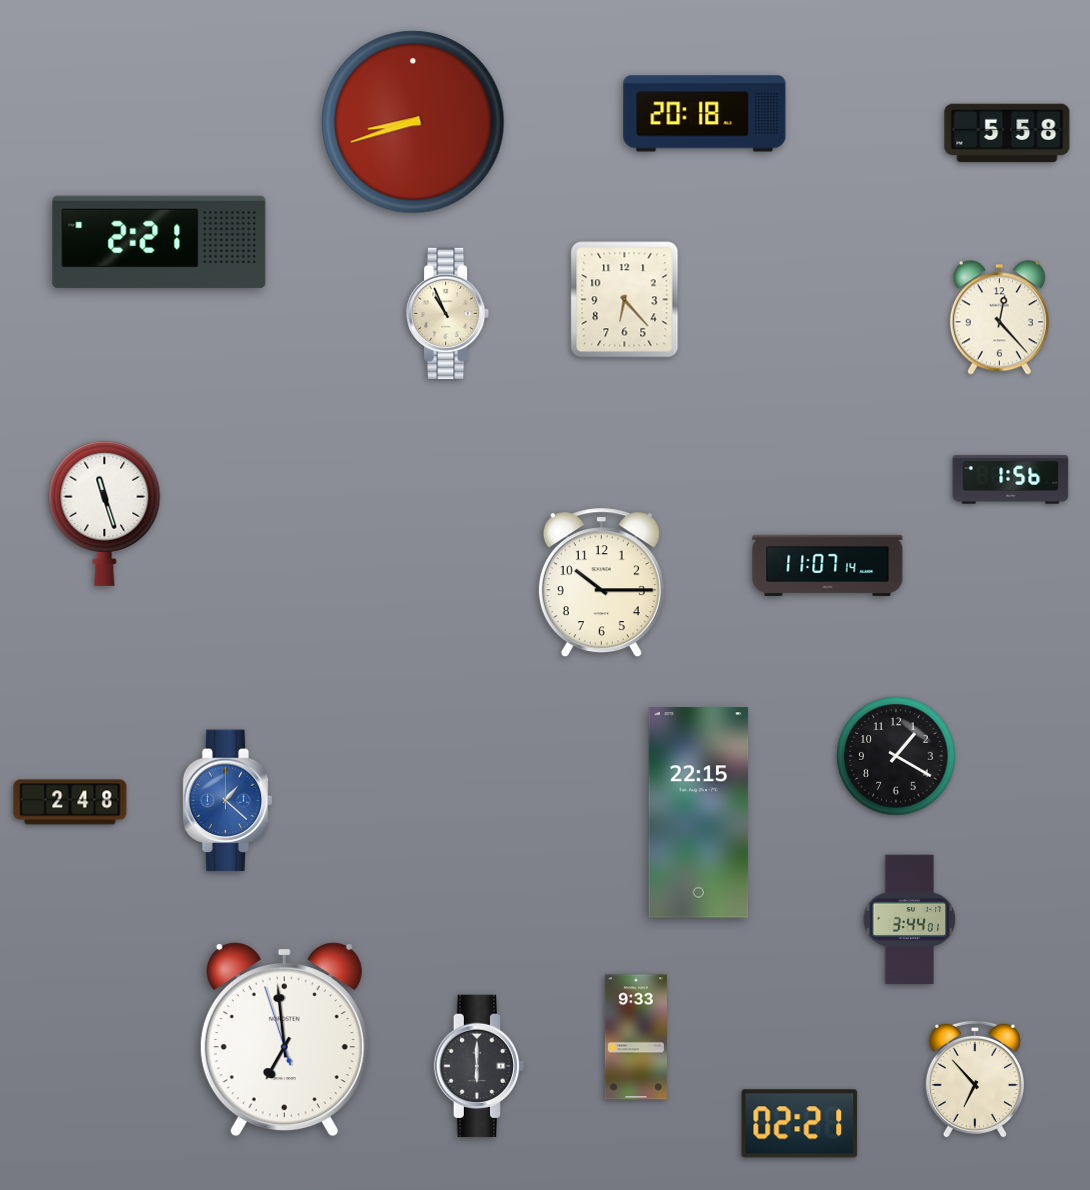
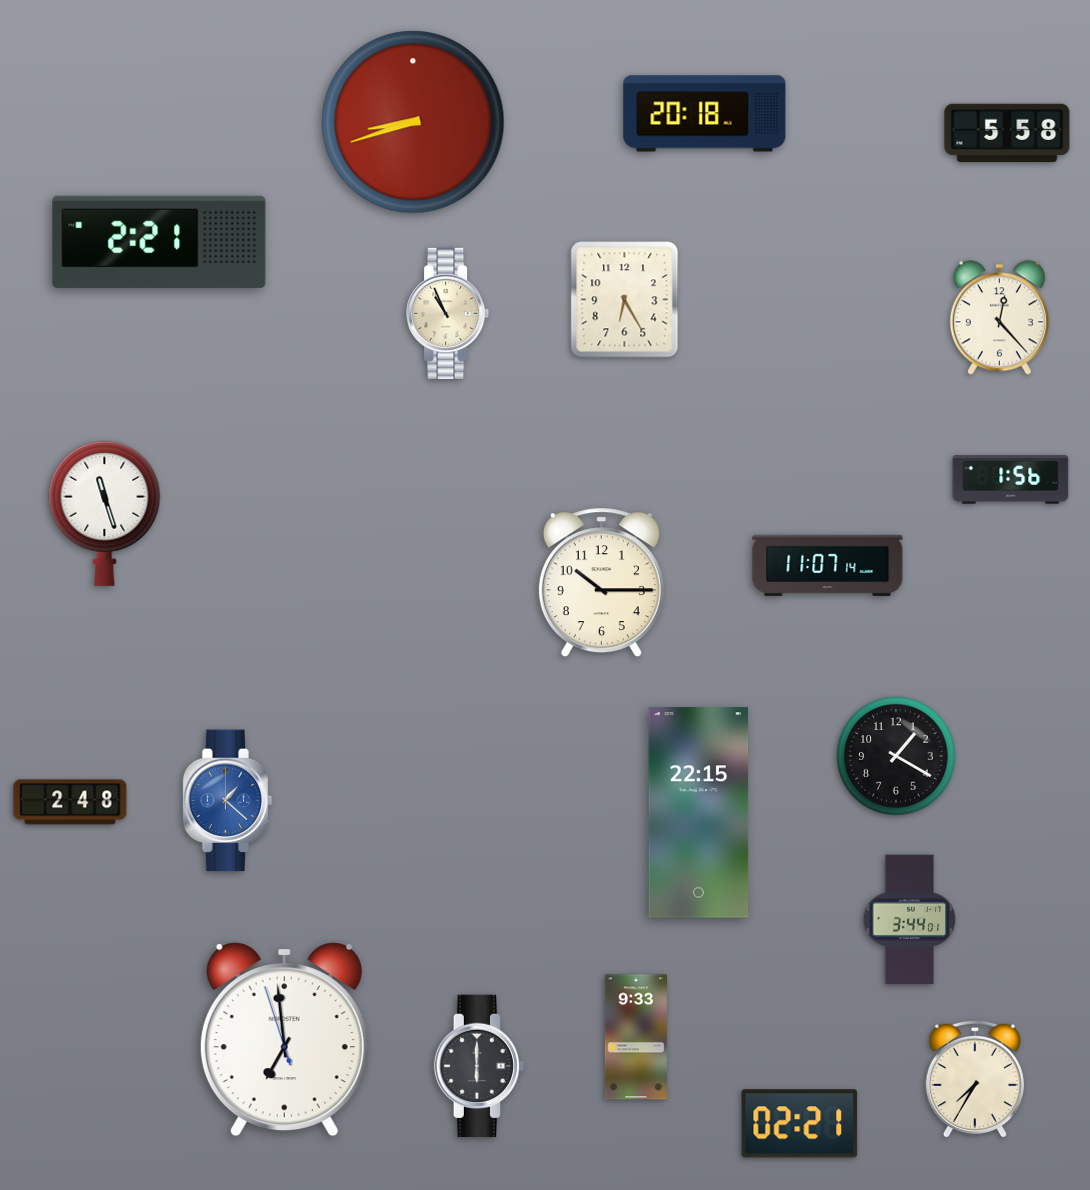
clock at (625, 300): 6:23 -> 6:25
clock at (975, 1079): 6:53 -> 7:35
